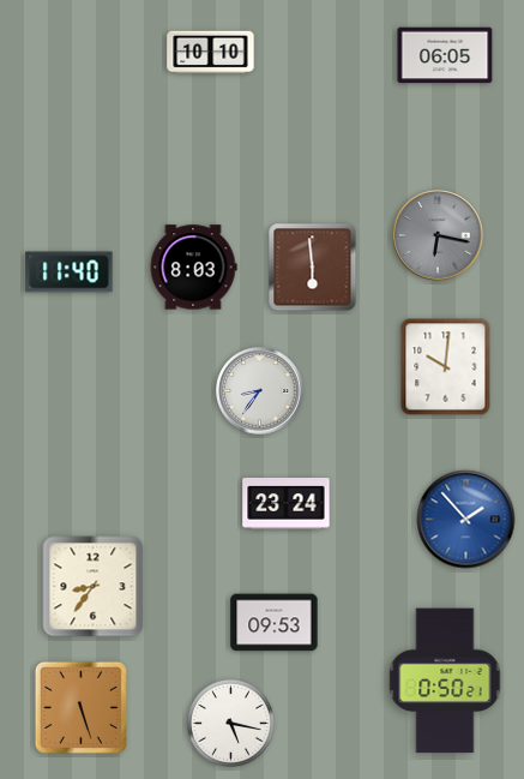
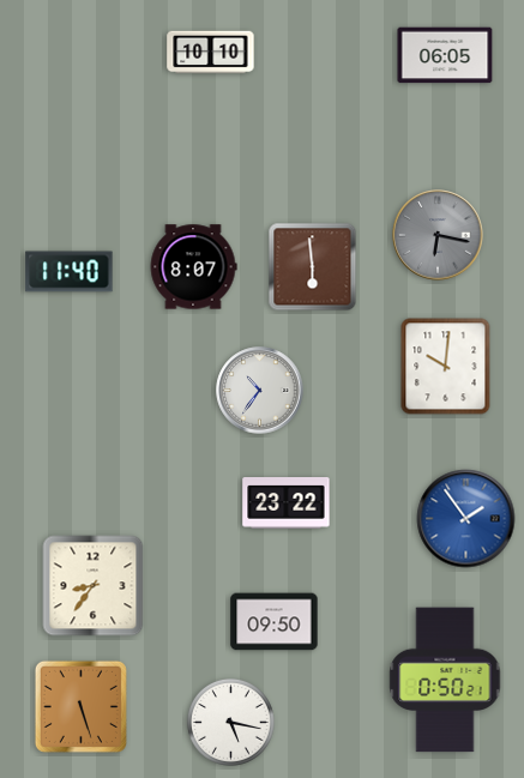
clock at (193, 268): 8:03 -> 8:07
clock at (260, 391): 8:36 -> 10:36
clock at (287, 504): 23:24 -> 23:22
clock at (466, 520): 1:53 -> 1:54
clock at (275, 623): 09:53 -> 09:50
